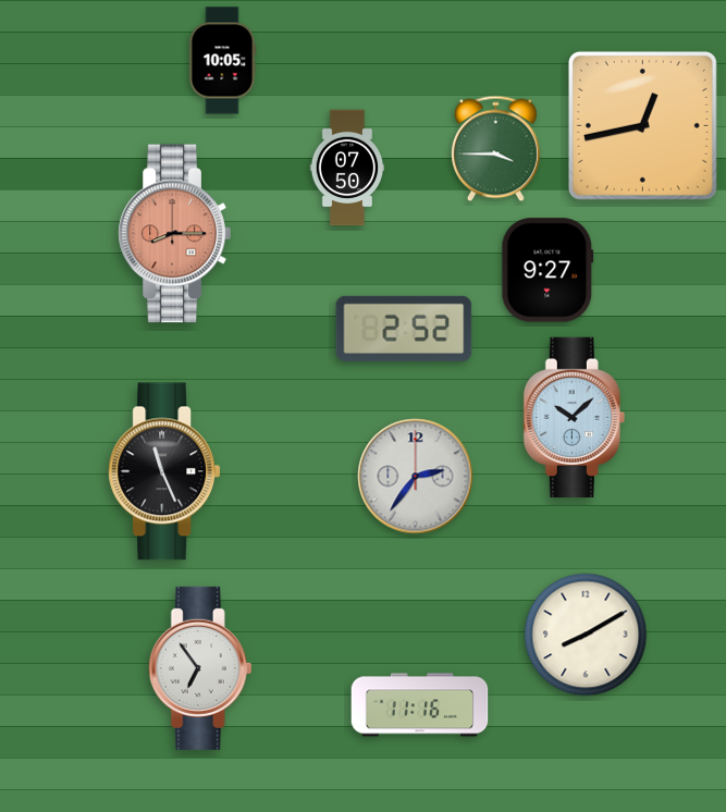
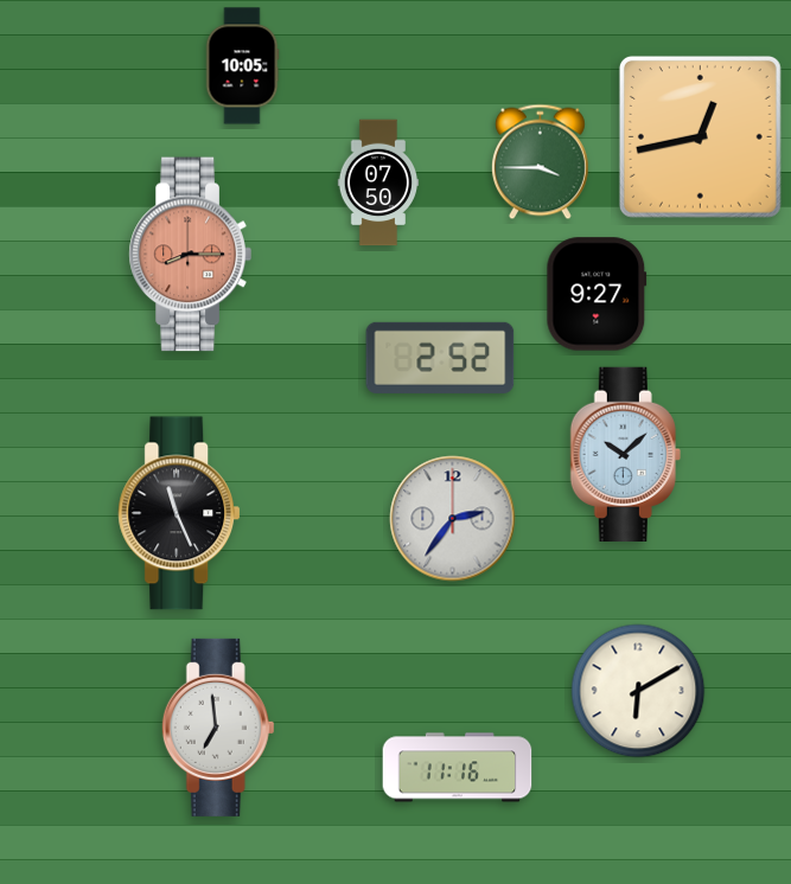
clock at (586, 635): 8:10 -> 6:10
clock at (200, 668): 6:54 -> 6:59
